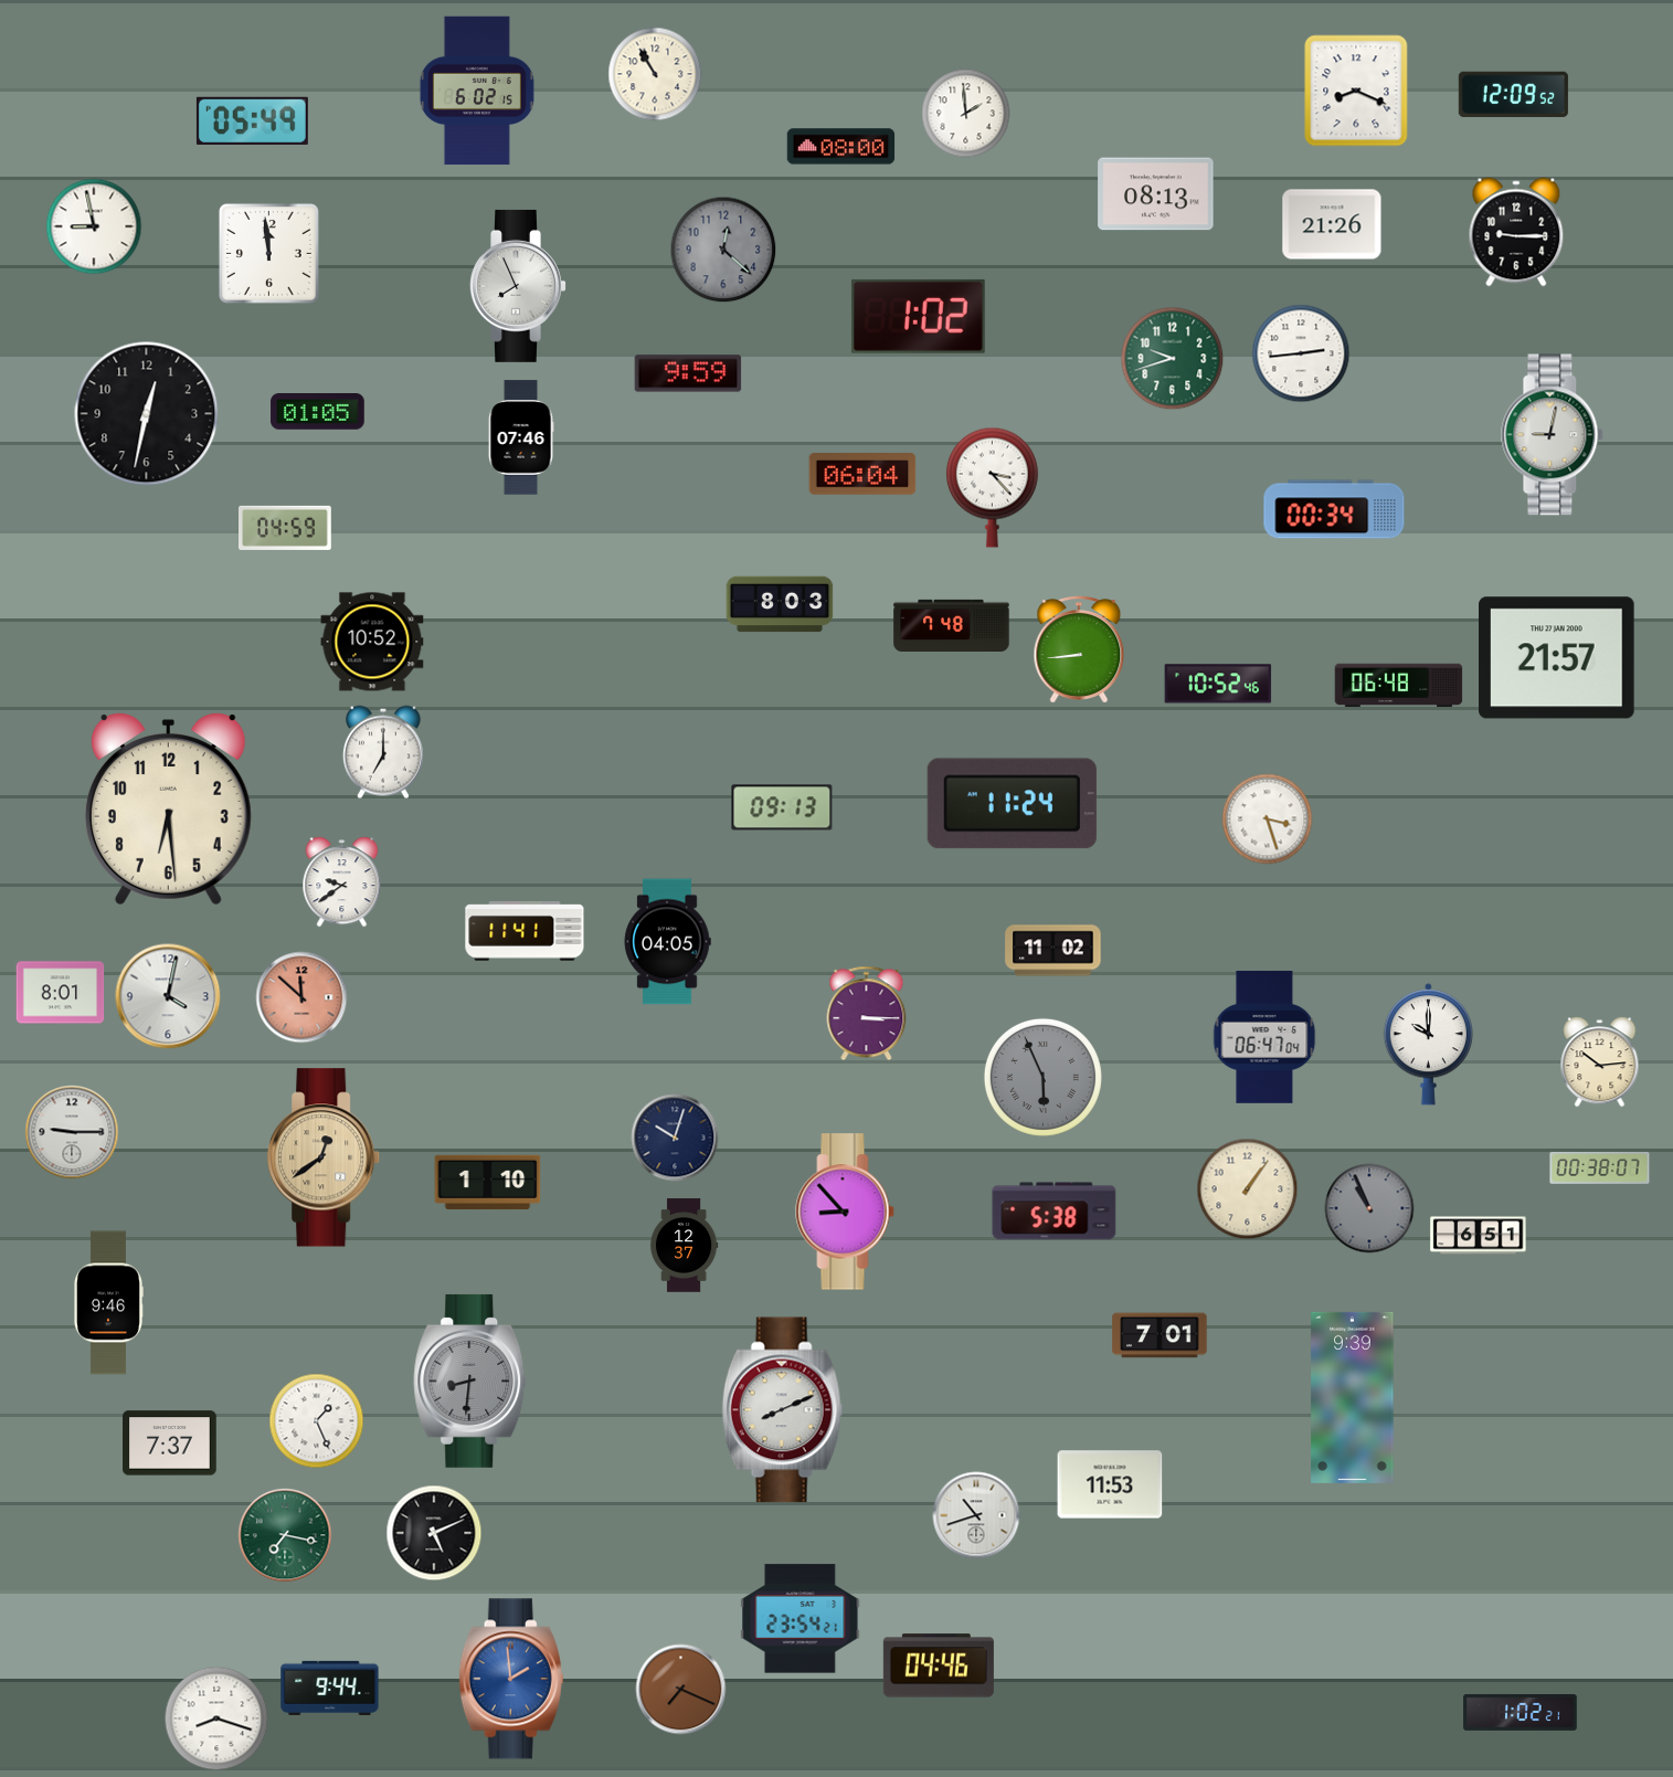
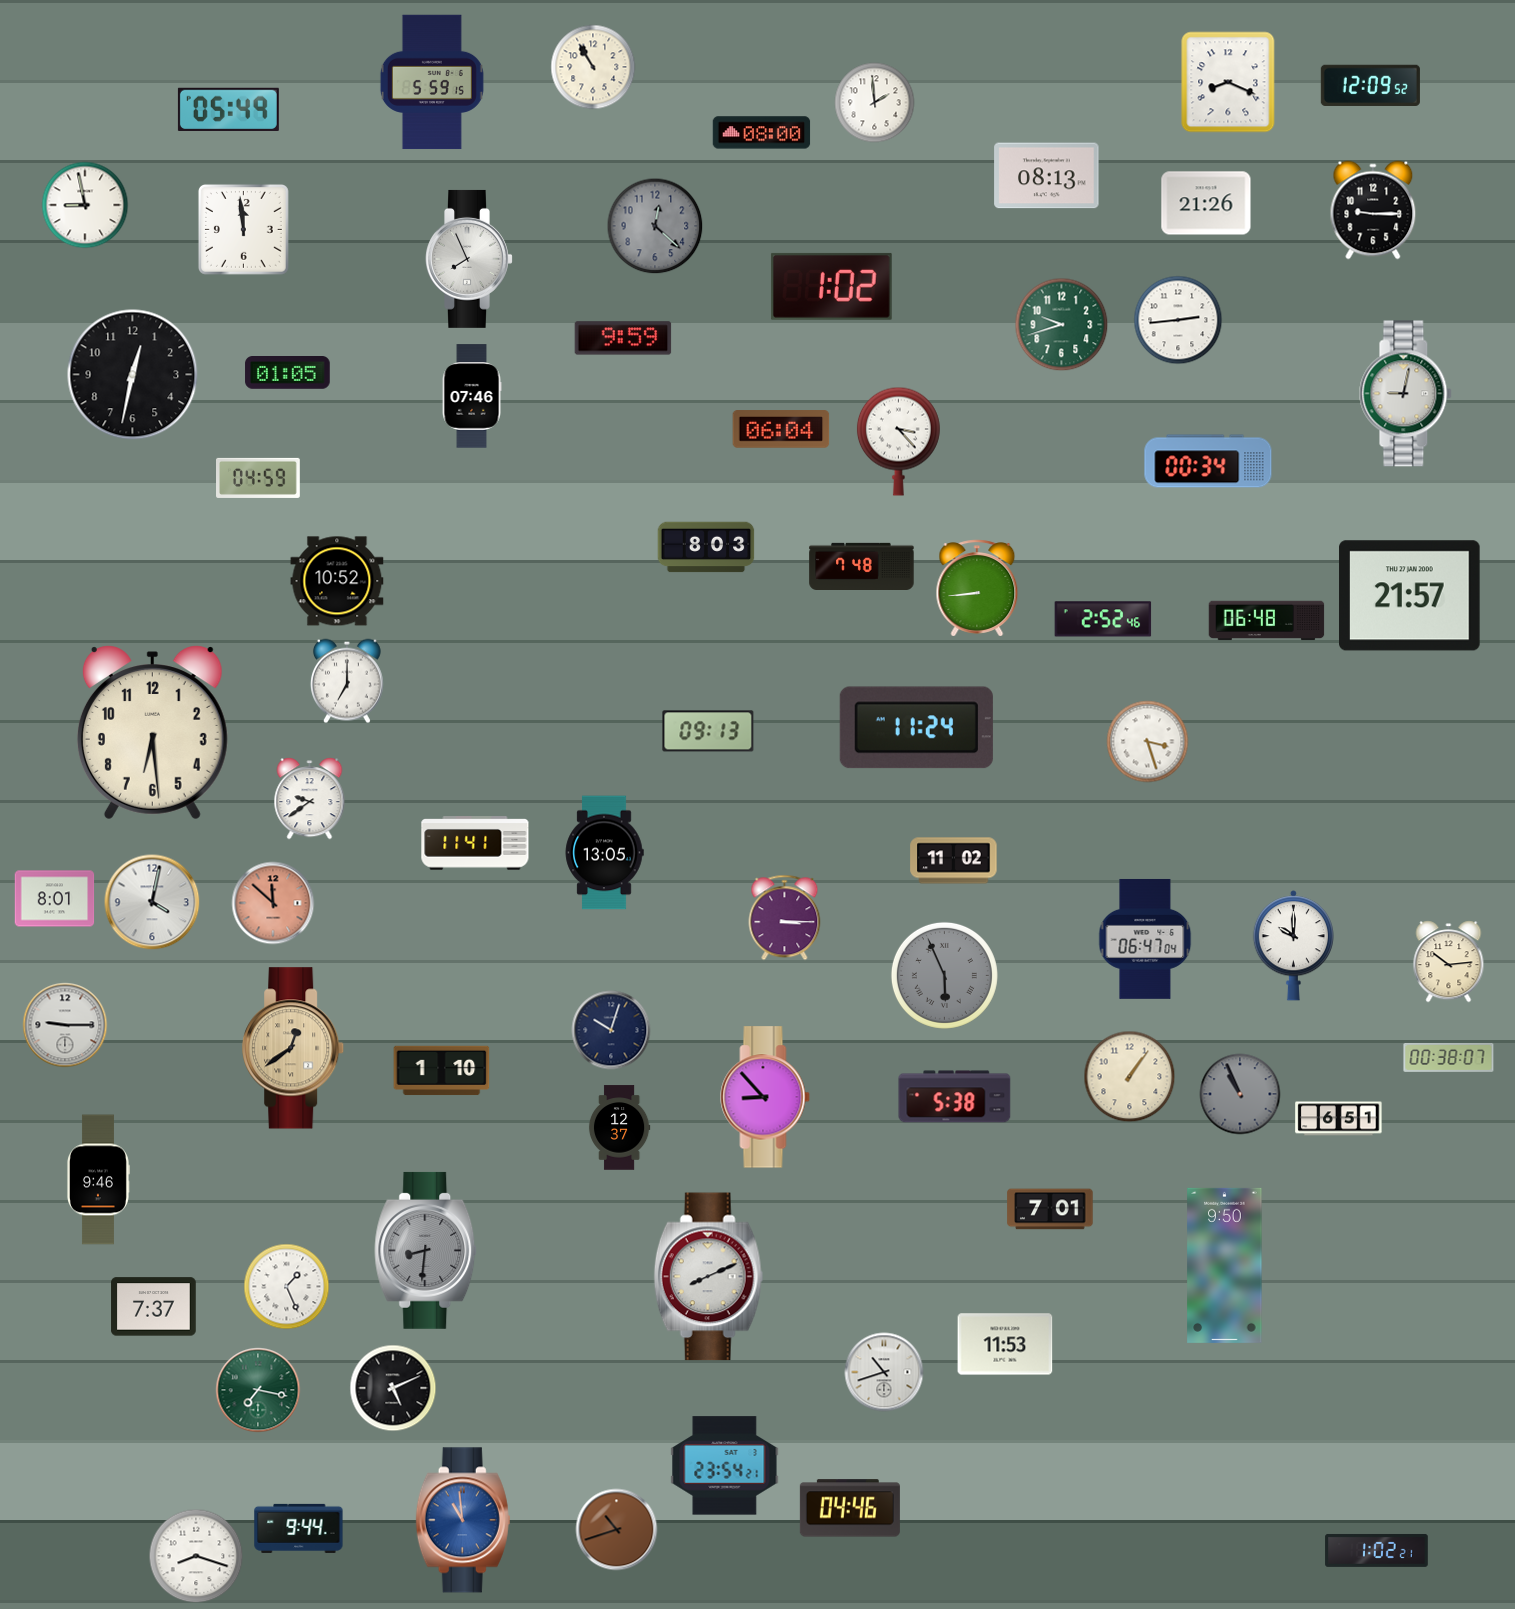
clock at (477, 91): 6:02 -> 5:59
clock at (1218, 684): 10:52 -> 2:52
clock at (667, 942): 04:05 -> 13:05
clock at (1353, 1397): 9:39 -> 9:50
clock at (511, 1679): 1:59 -> 10:59
clock at (681, 1690): 7:19 -> 10:42
